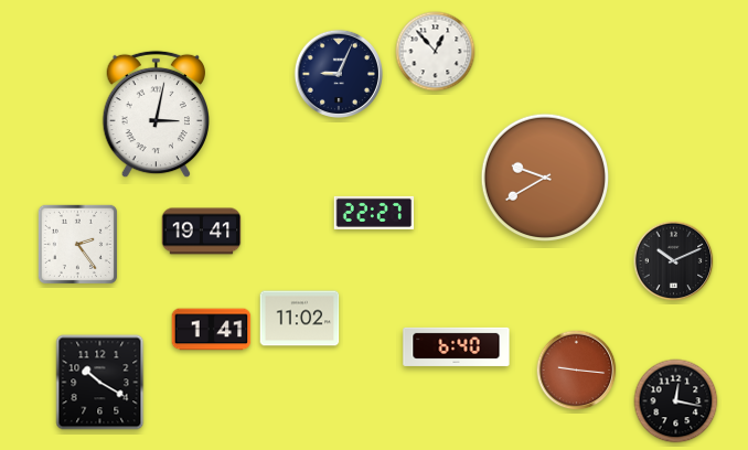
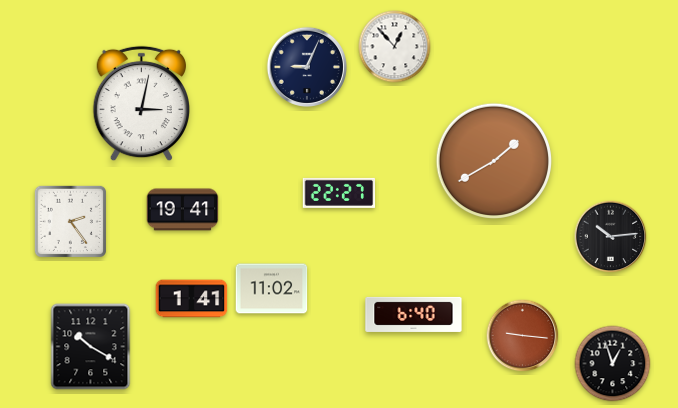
clock at (544, 176): 9:40 -> 1:40
clock at (674, 261): 10:11 -> 10:14
clock at (676, 401): 12:17 -> 12:57
